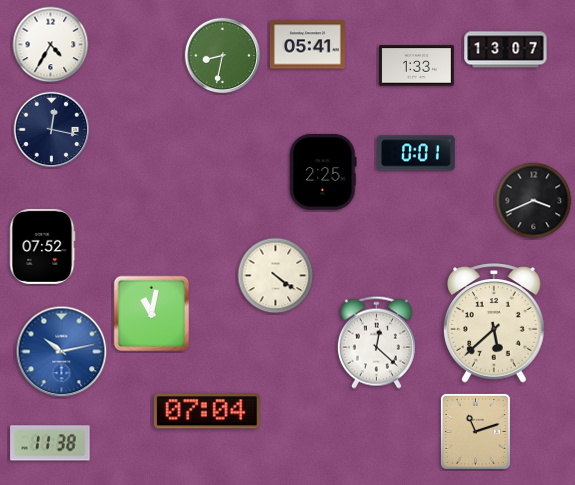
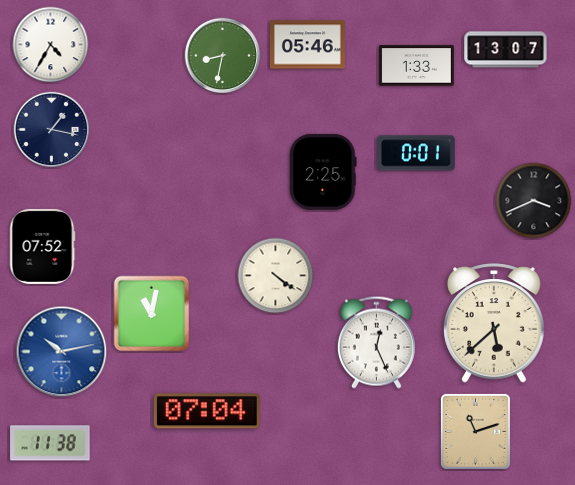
clock at (307, 45): 05:41 -> 05:46
clock at (52, 130): 12:17 -> 1:17
clock at (376, 342): 12:22 -> 12:26
